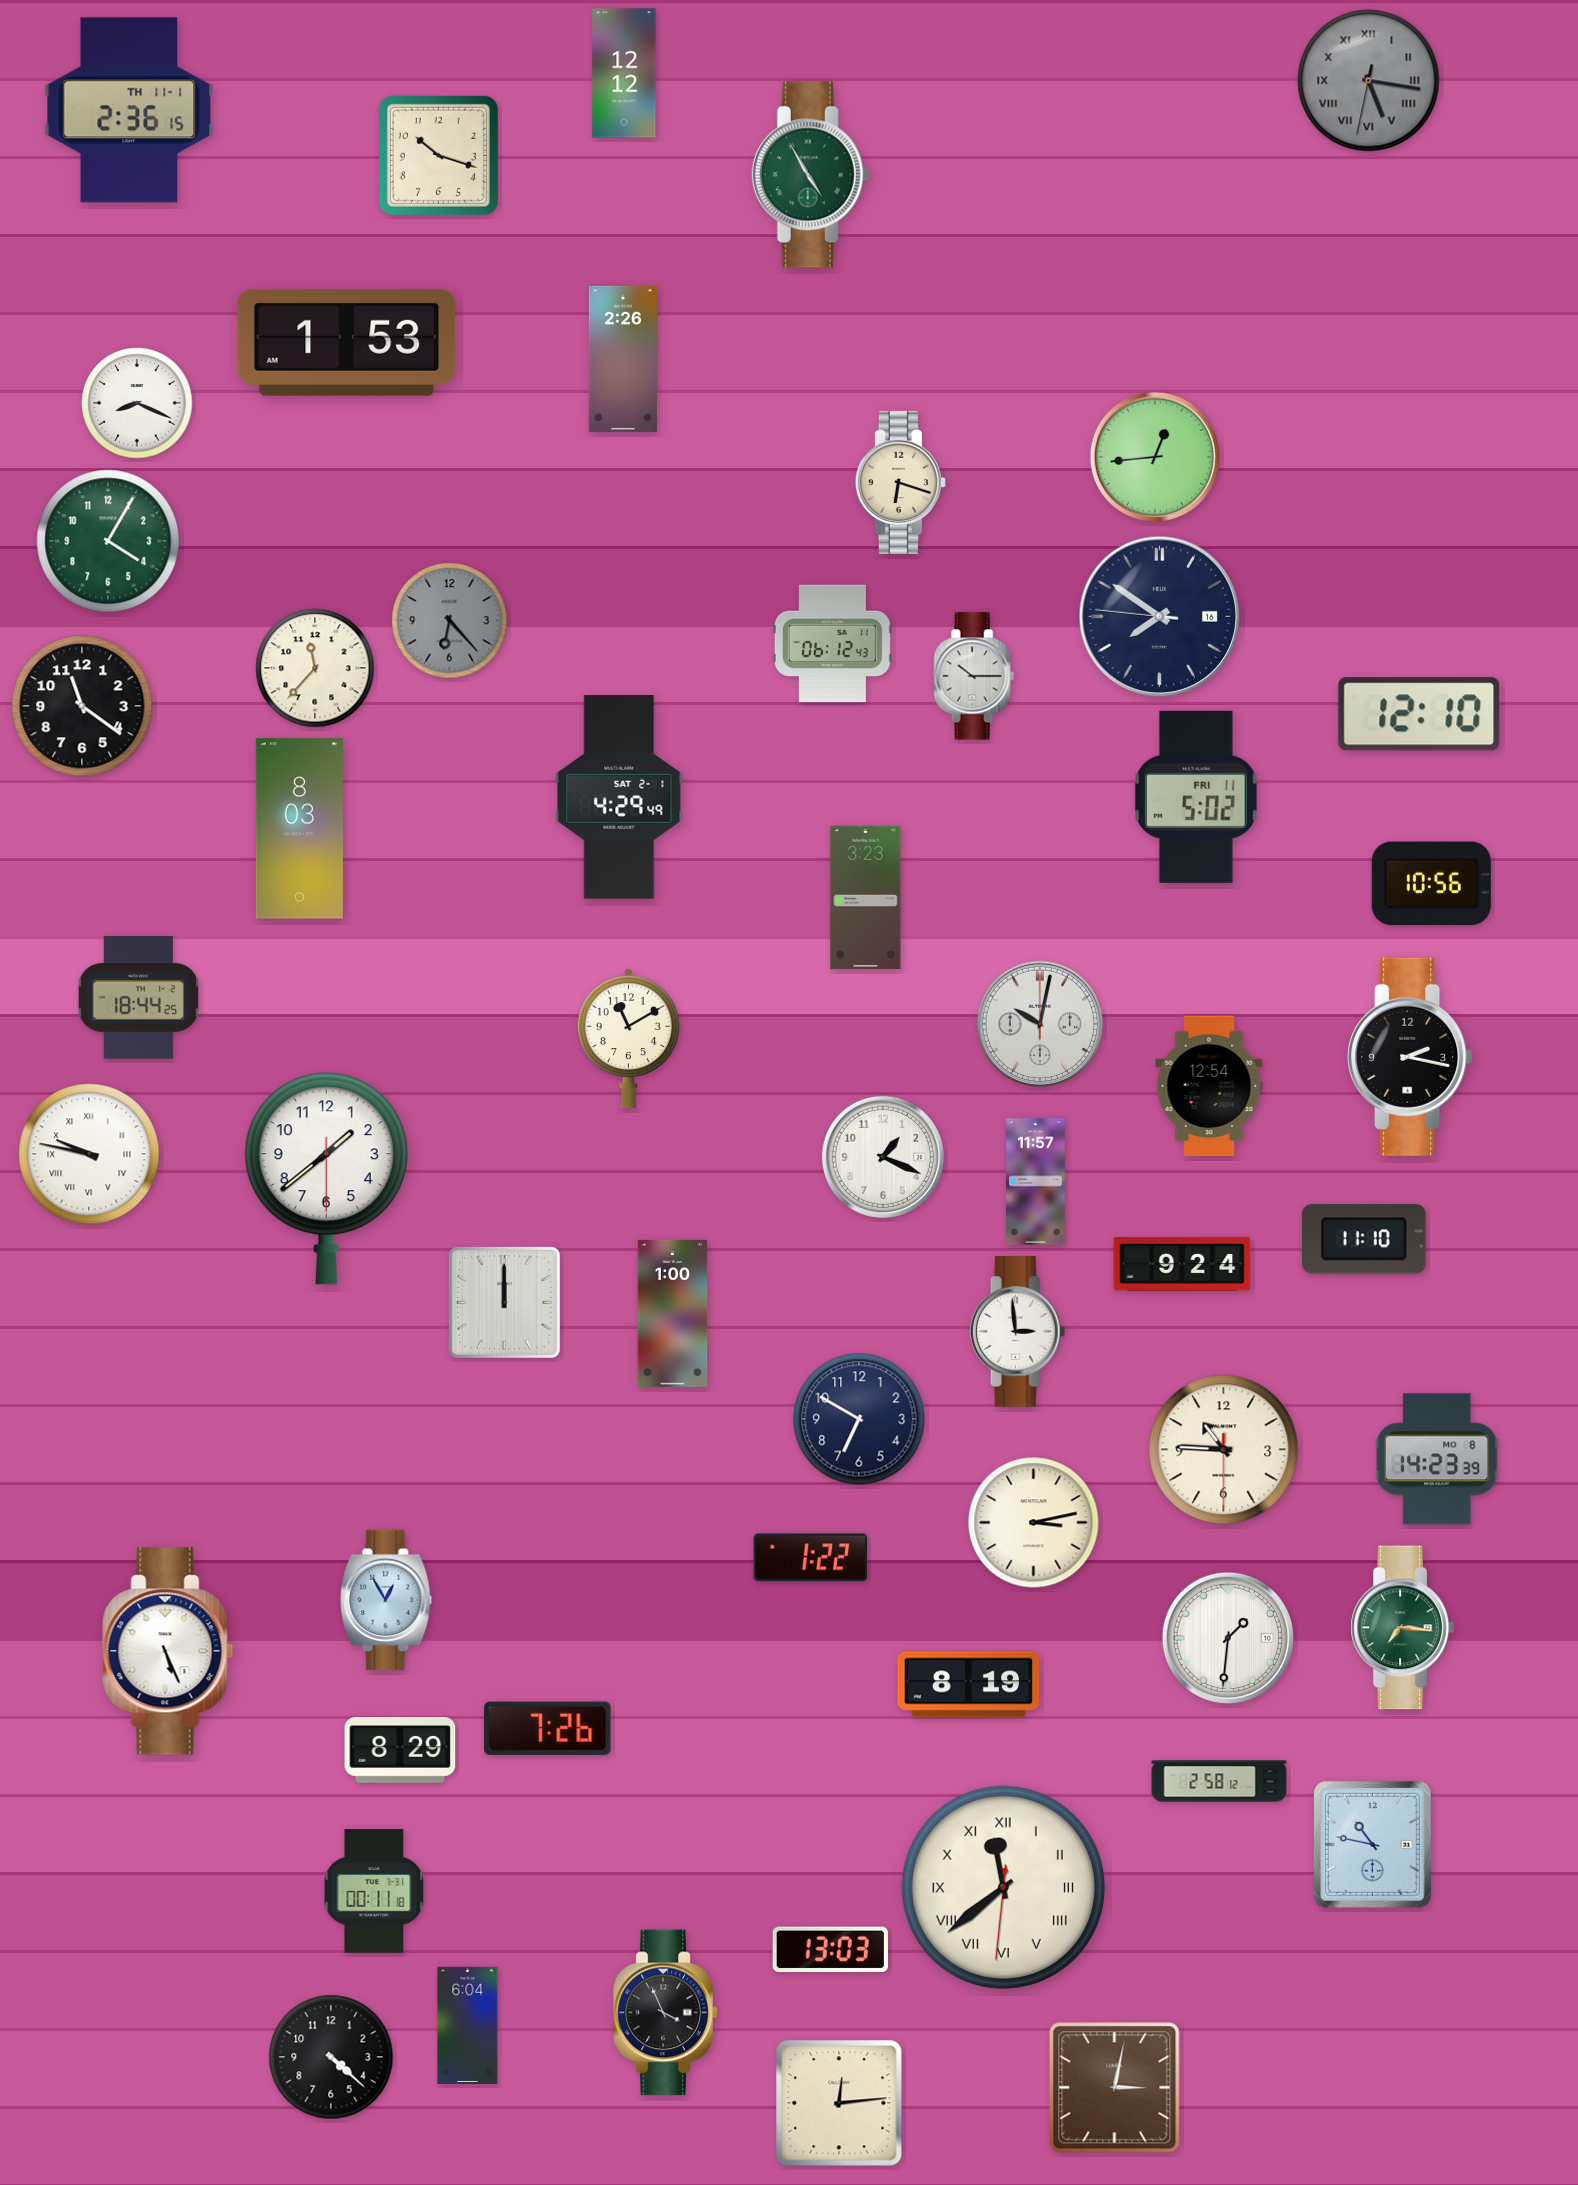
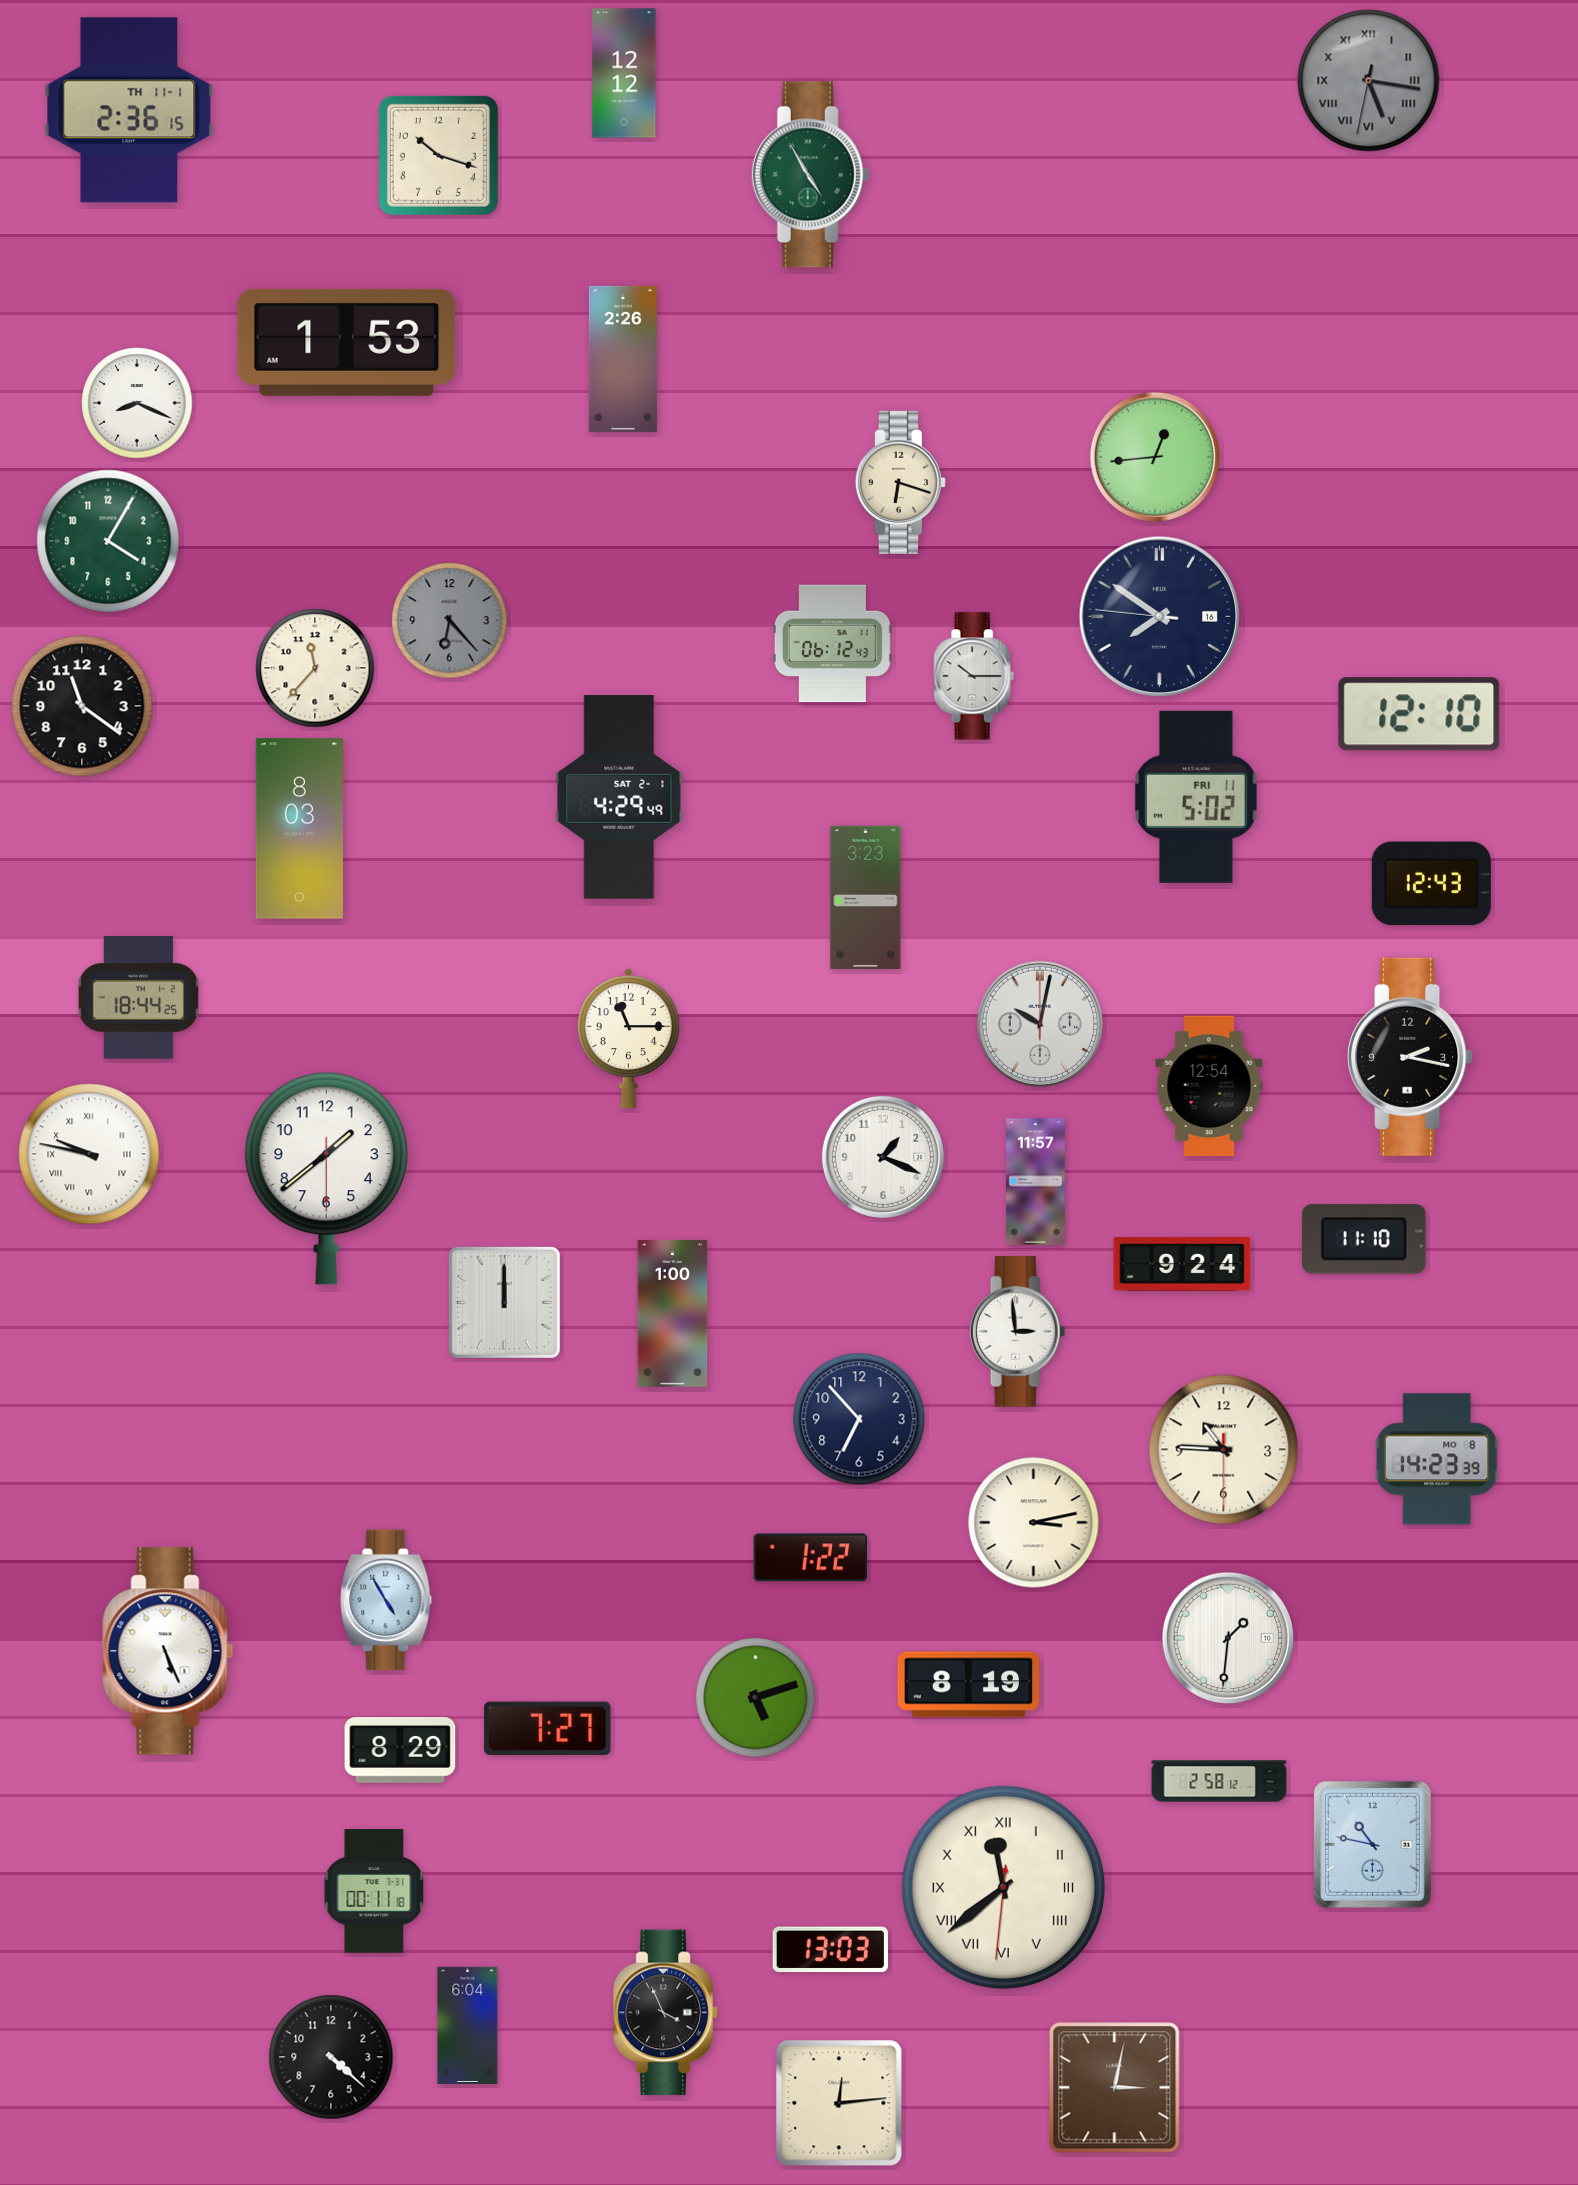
clock at (1431, 884): 10:56 -> 12:43
clock at (628, 1038): 11:10 -> 11:15
clock at (859, 1419): 6:50 -> 6:53
clock at (386, 1600): 12:55 -> 4:55
clock at (1402, 1628): 7:16 -> none
clock at (756, 1698): none -> 5:12
clock at (548, 1728): 7:26 -> 7:27
